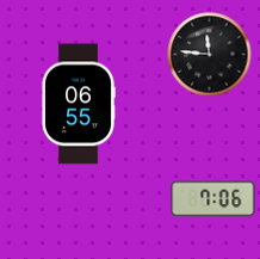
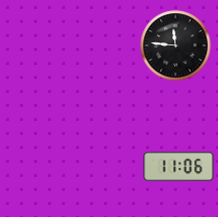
clock at (79, 104): 06:55 -> none
clock at (213, 199): 7:06 -> 11:06
